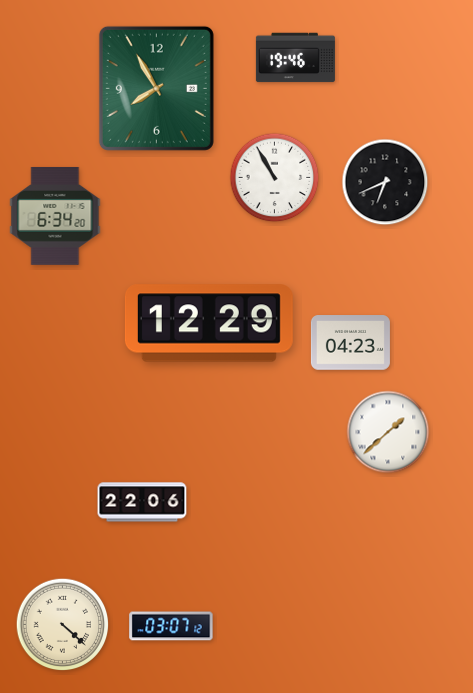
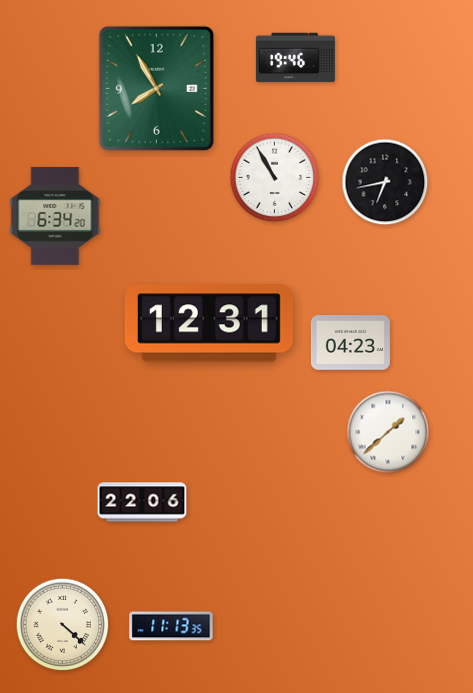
clock at (385, 182): 6:41 -> 6:43
clock at (209, 323): 12:29 -> 12:31
clock at (171, 626): 03:07 -> 11:13
